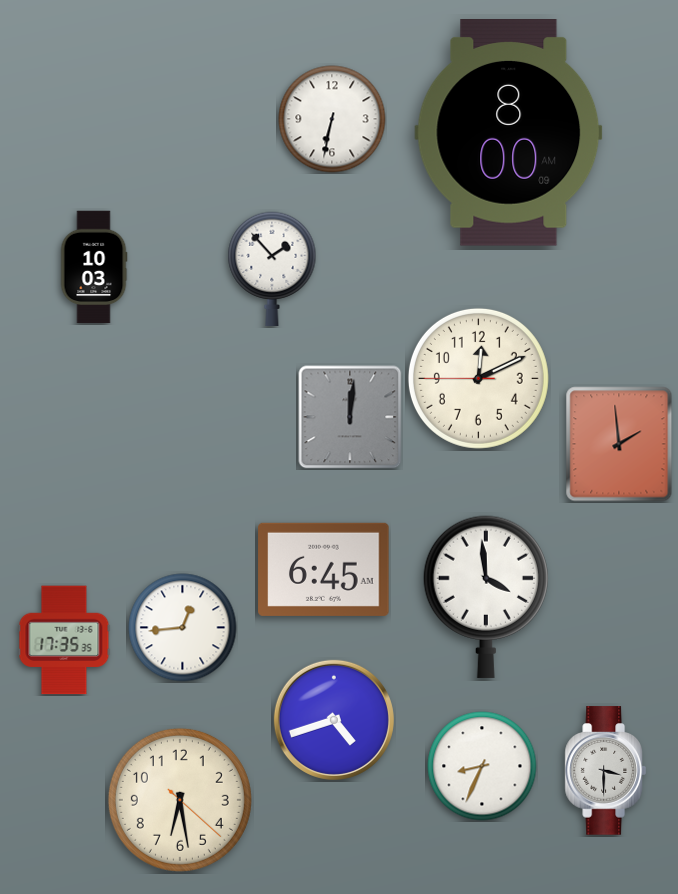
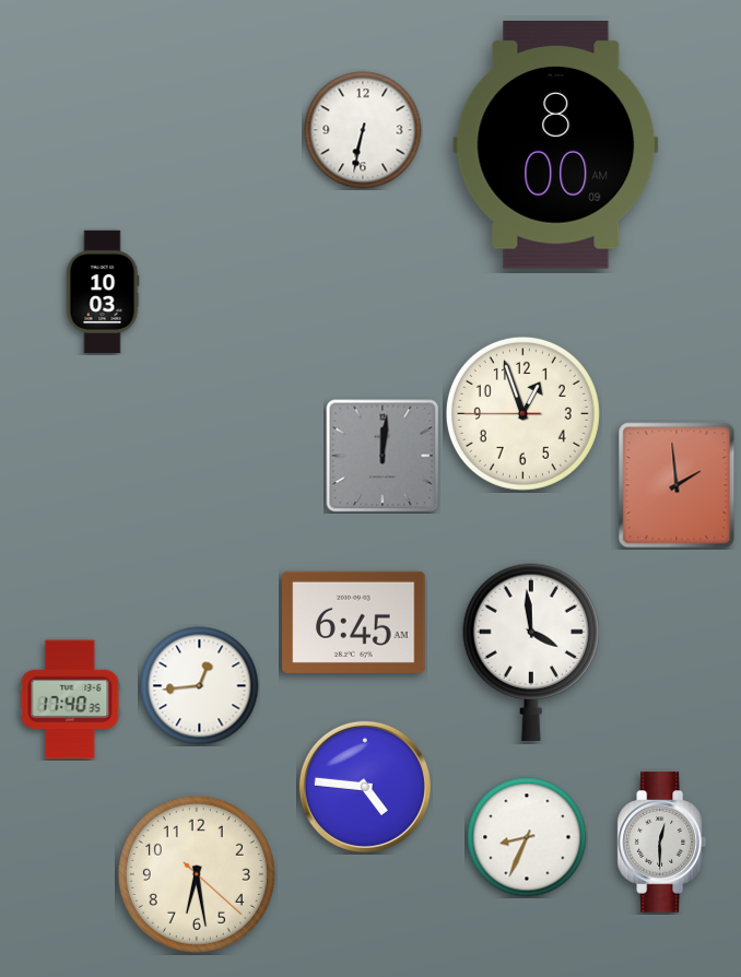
clock at (272, 268): 1:53 -> none
clock at (478, 378): 12:10 -> 12:56
clock at (64, 640): 17:35 -> 17:40
clock at (334, 720): 4:42 -> 4:46
clock at (605, 771): 3:30 -> 12:30
